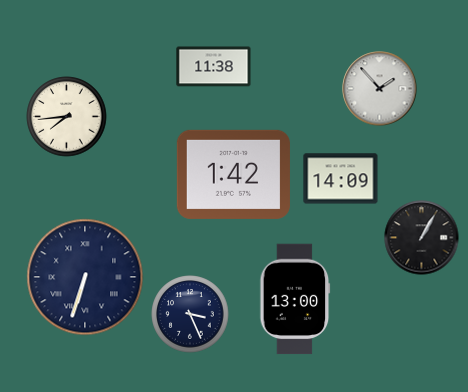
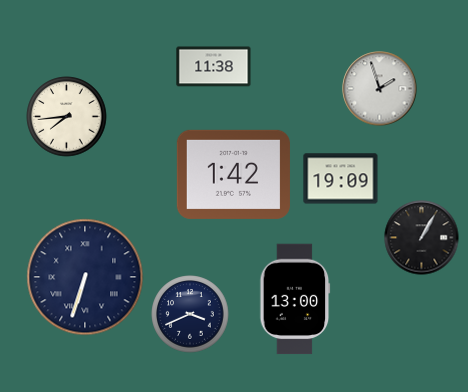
clock at (380, 89): 1:53 -> 1:57
clock at (341, 179): 14:09 -> 19:09
clock at (190, 314): 3:26 -> 3:41
